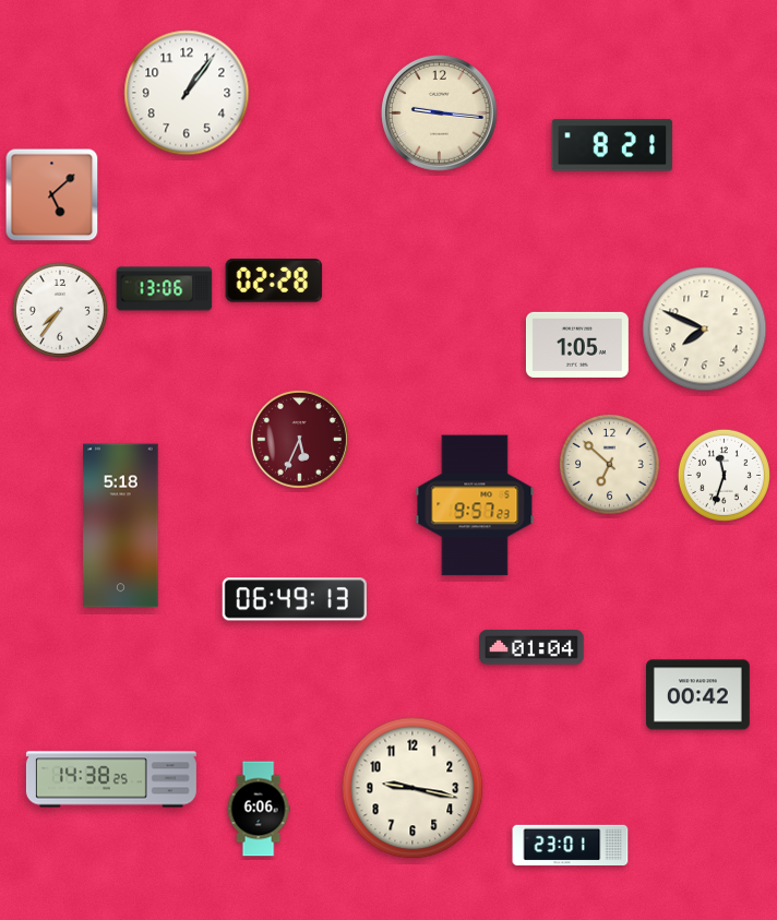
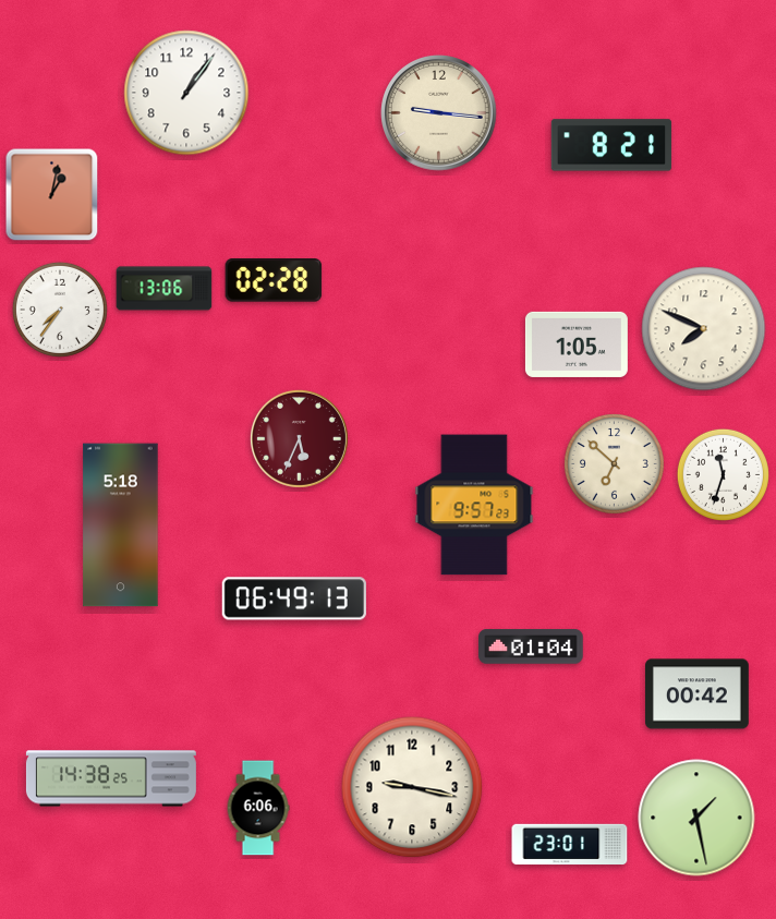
clock at (52, 195): 5:08 -> 1:02
clock at (609, 464) position: (609, 464) -> (614, 463)
clock at (696, 818): none -> 1:28
